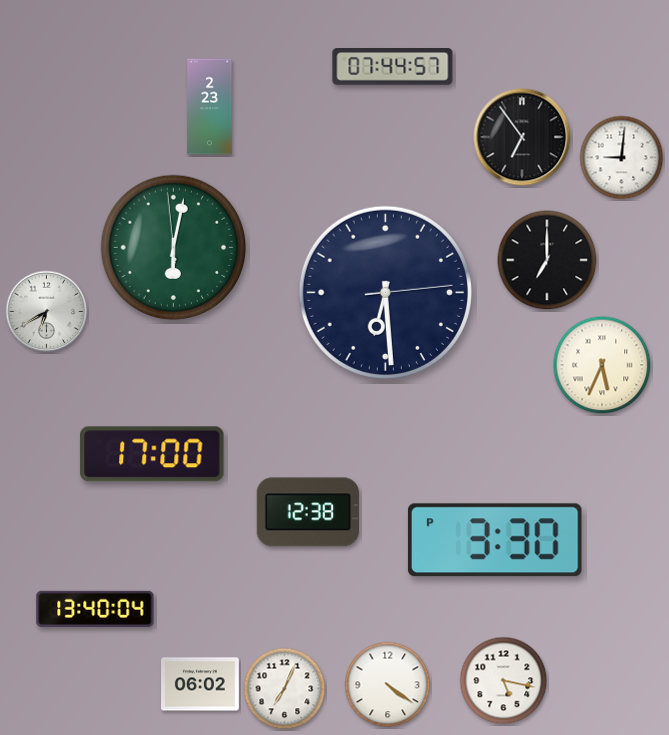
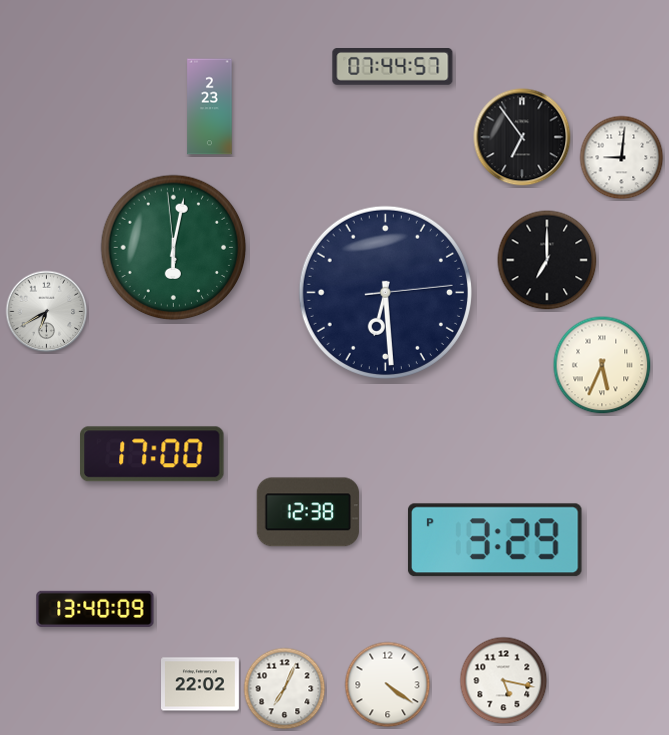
clock at (495, 540): 3:30 -> 3:29
clock at (95, 609): 13:40:04 -> 13:40:09
clock at (201, 684): 06:02 -> 22:02
